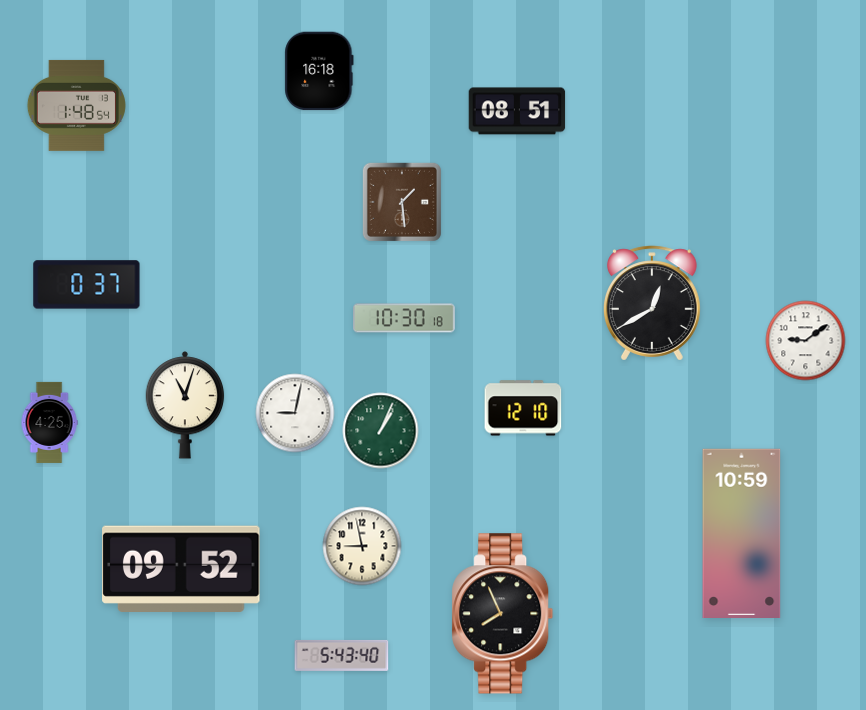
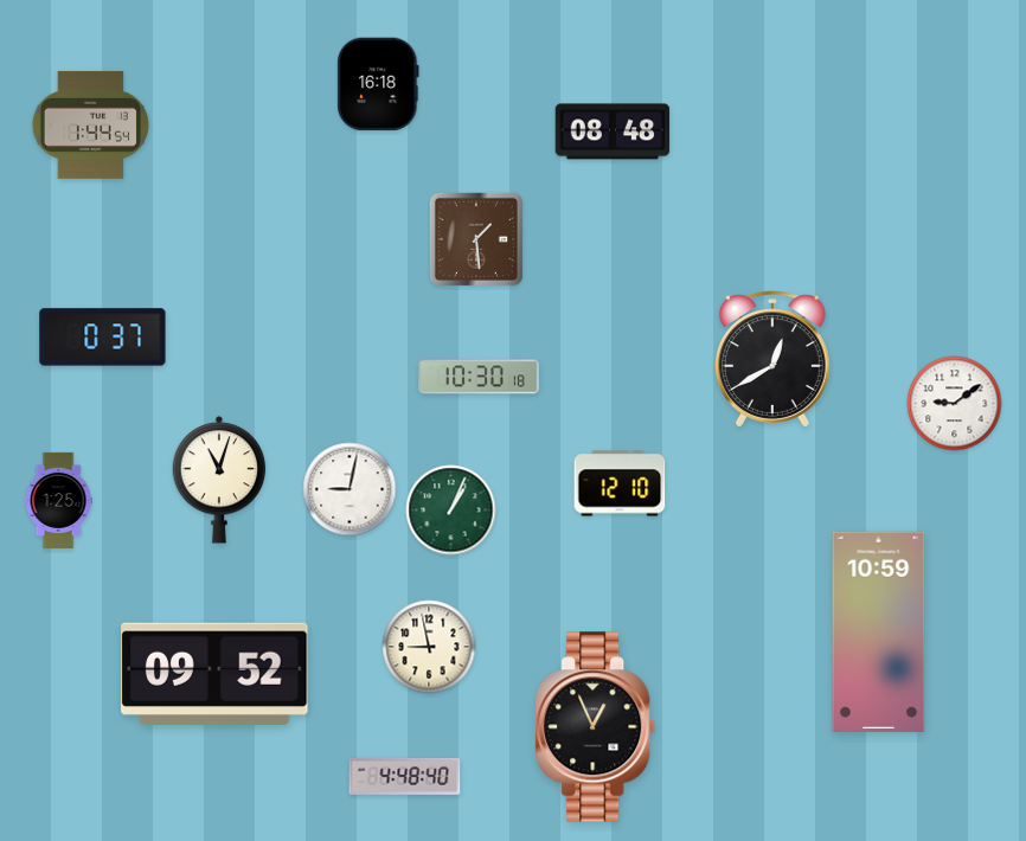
clock at (76, 105): 1:48 -> 1:44
clock at (517, 111): 08:51 -> 08:48
clock at (49, 422): 4:25 -> 1:25
clock at (503, 614): 7:56 -> 12:56
clock at (342, 655): 5:43 -> 4:48
